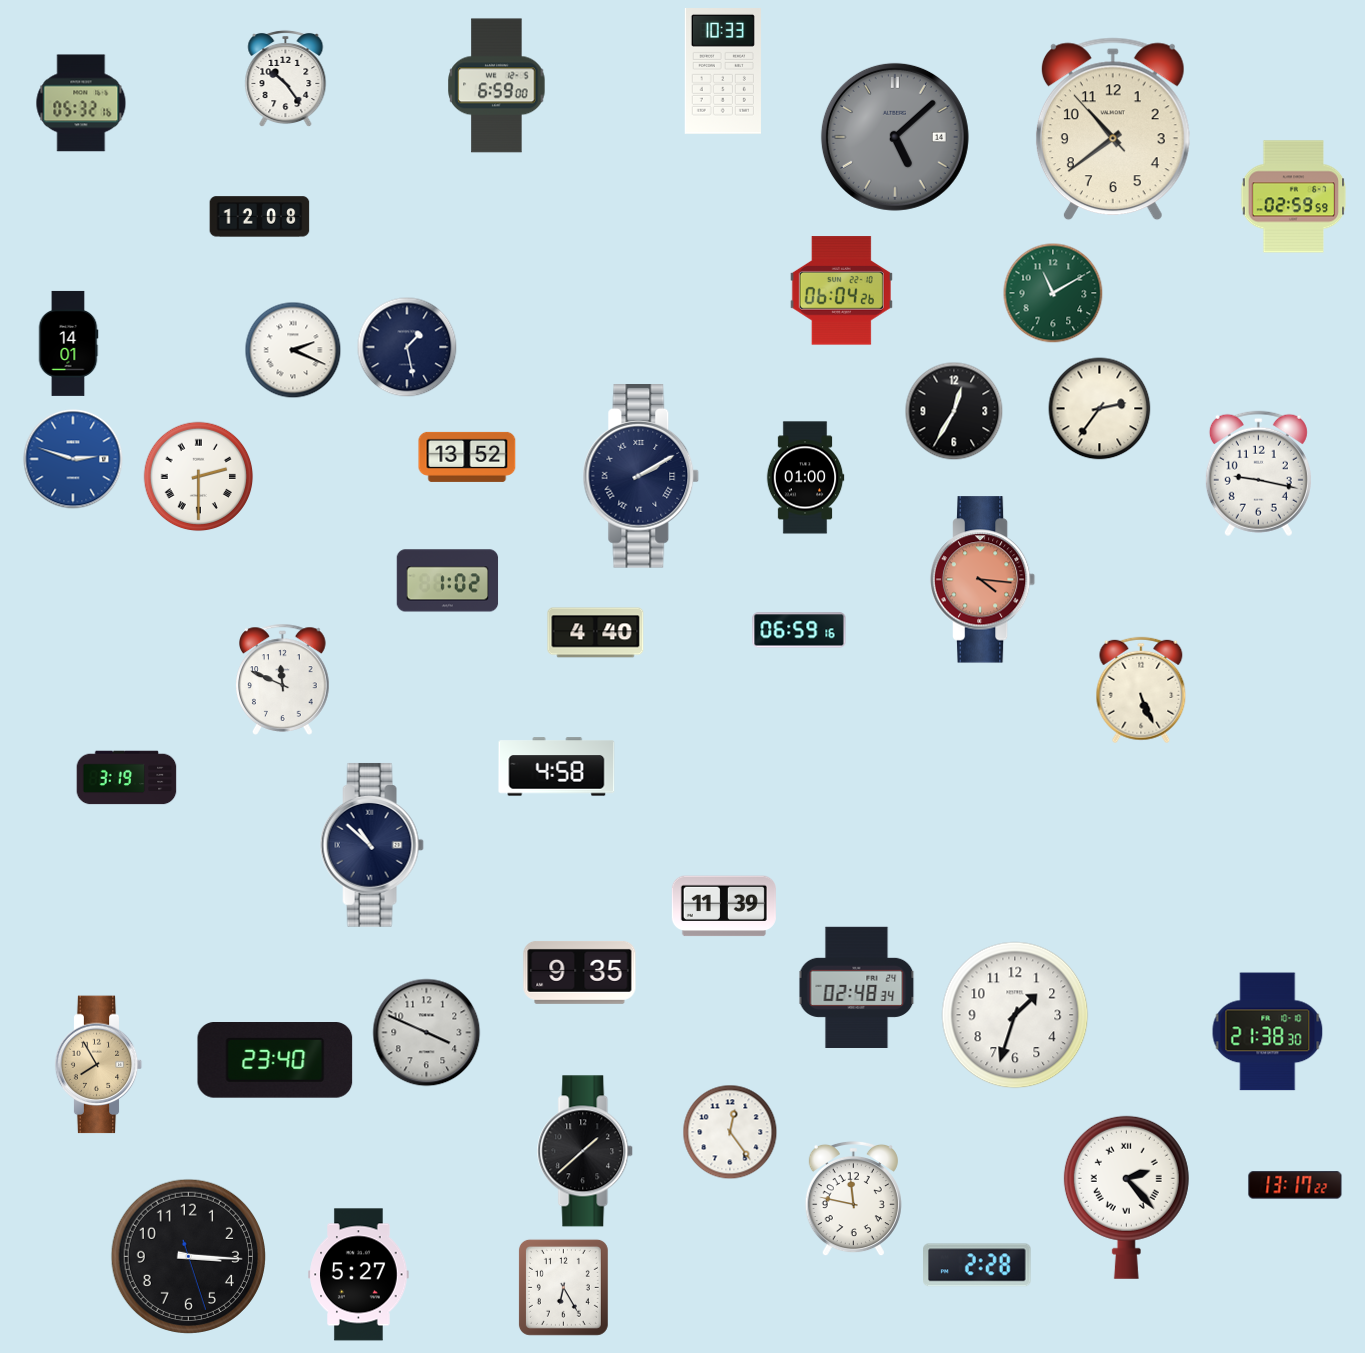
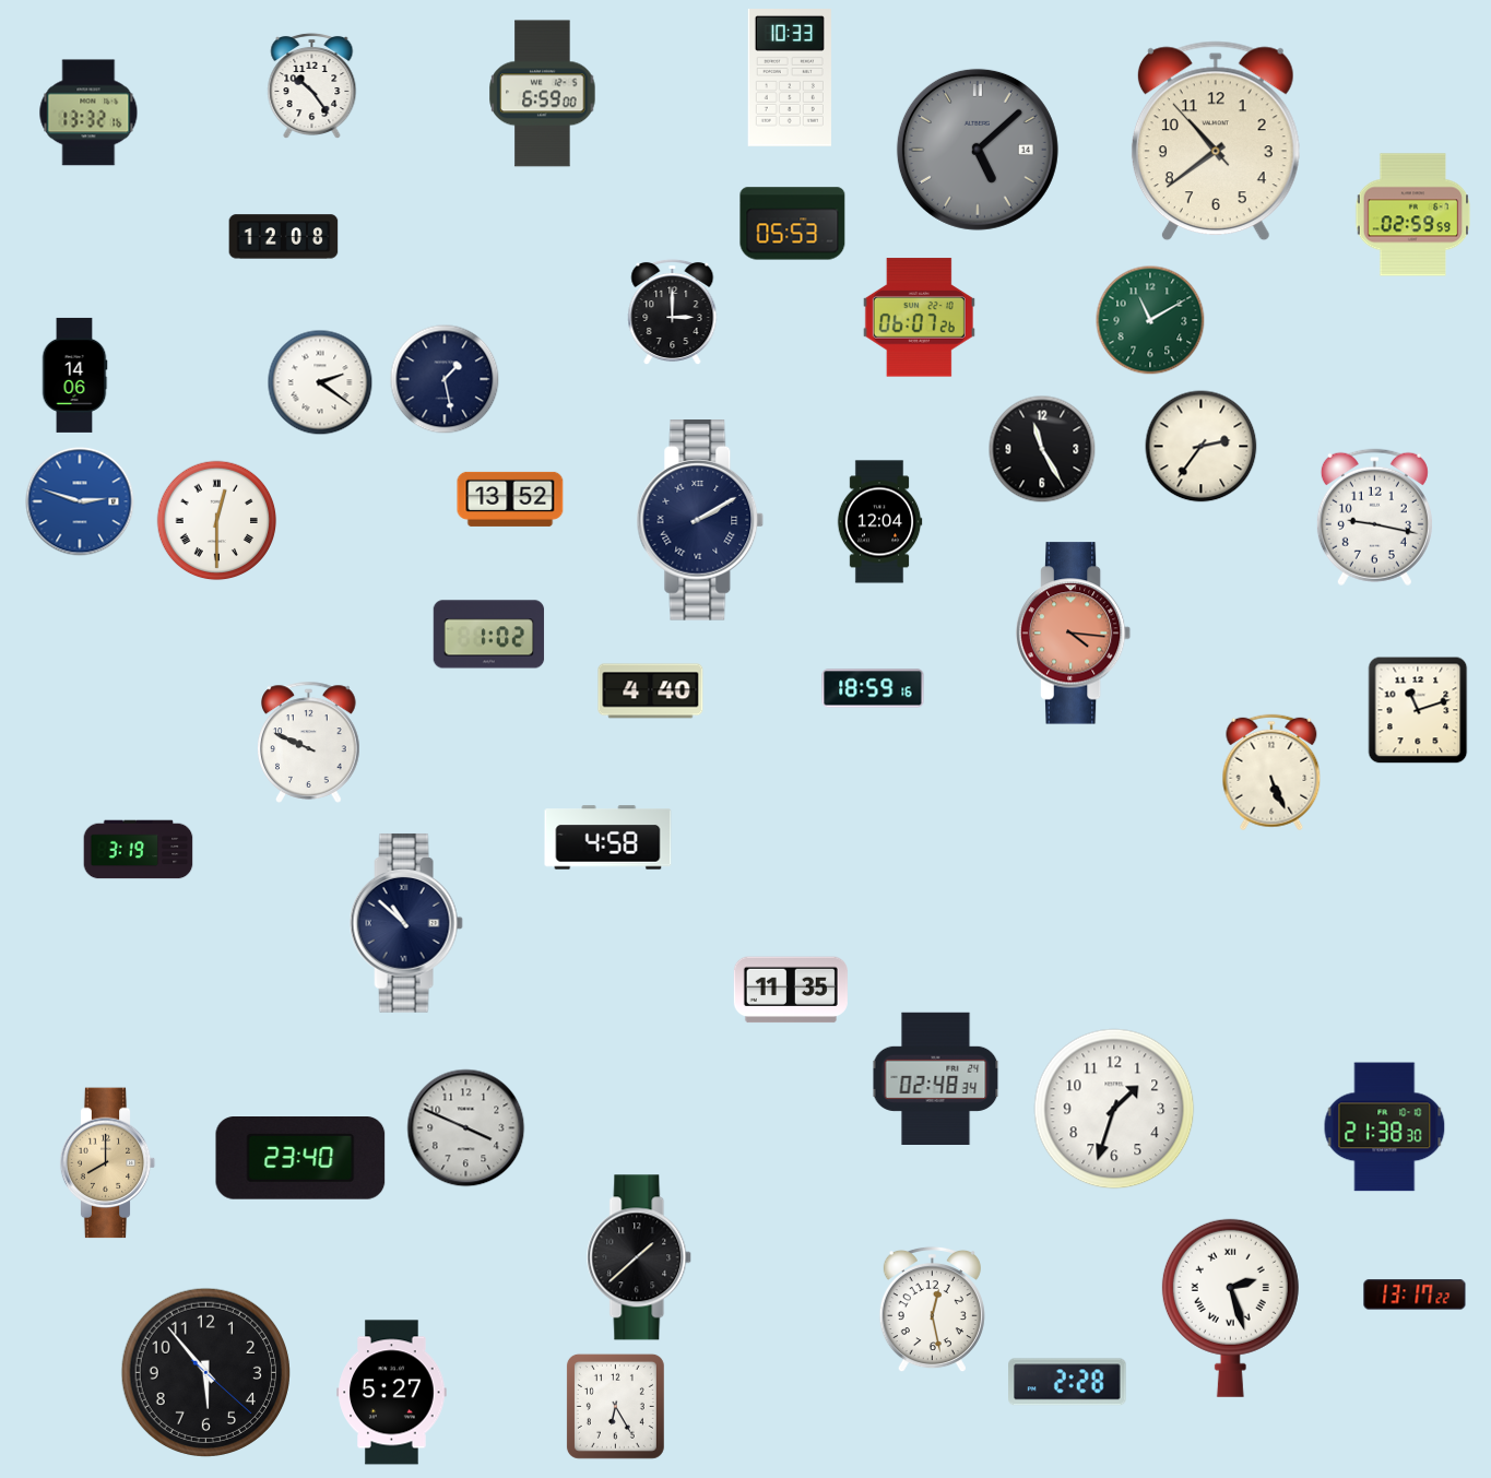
clock at (81, 103): 05:32 -> 13:32
clock at (793, 224): none -> 05:53
clock at (673, 312): none -> 3:00
clock at (841, 291): 06:04 -> 06:07
clock at (68, 343): 14:01 -> 14:06
clock at (293, 350): 2:19 -> 2:21
clock at (954, 411): 12:35 -> 11:25
clock at (199, 477): 2:30 -> 12:30
clock at (805, 478): 01:00 -> 12:04
clock at (799, 630): 06:59 -> 18:59
clock at (1418, 710): none -> 11:12
clock at (283, 679): 11:49 -> 9:49
clock at (1141, 690) position: (1141, 690) -> (1271, 772)
clock at (724, 906): 11:39 -> 11:35
clock at (580, 972): 9:35 -> none
clock at (1015, 1015) position: (1015, 1015) -> (1114, 1109)
clock at (99, 1065): 7:55 -> 8:00
clock at (730, 1132): 12:24 -> none
clock at (1126, 1197): 2:23 -> 2:27
clock at (853, 1199): 11:47 -> 12:28
clock at (188, 1256): 3:15 -> 5:53
